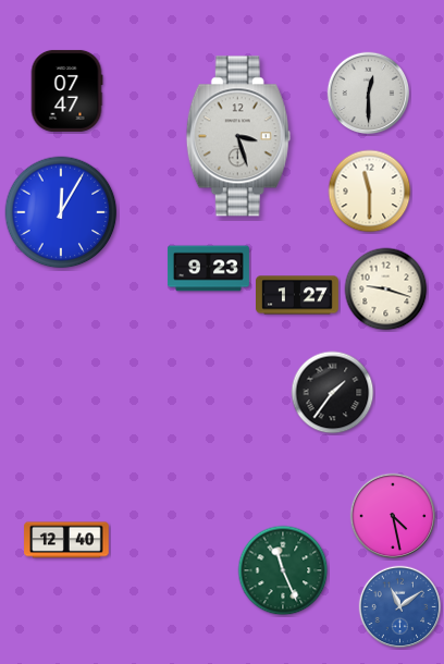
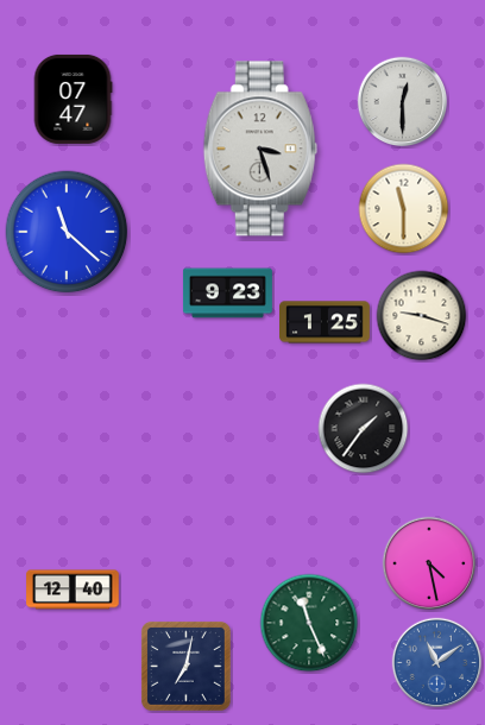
clock at (61, 212): 12:05 -> 11:22
clock at (298, 295): 1:27 -> 1:25
clock at (185, 666): none -> 7:02
